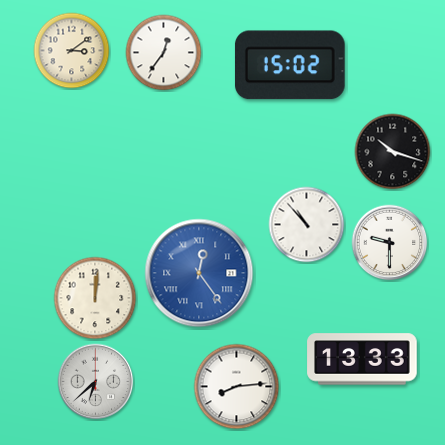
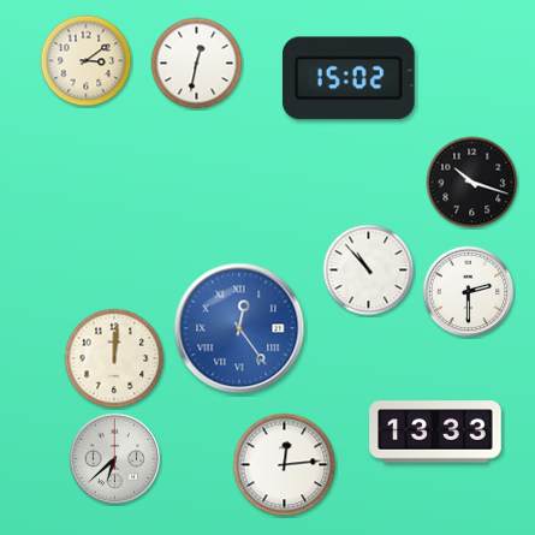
clock at (164, 53): 12:36 -> 12:32
clock at (390, 243): 9:30 -> 2:30
clock at (237, 387): 8:14 -> 12:14
